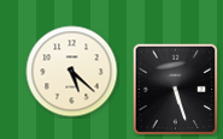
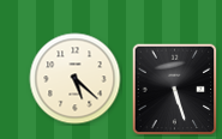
clock at (72, 72) position: (72, 72) -> (76, 79)
